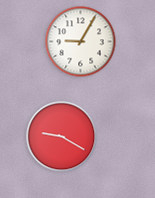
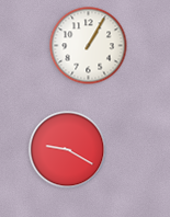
clock at (81, 42): 9:05 -> 1:05
